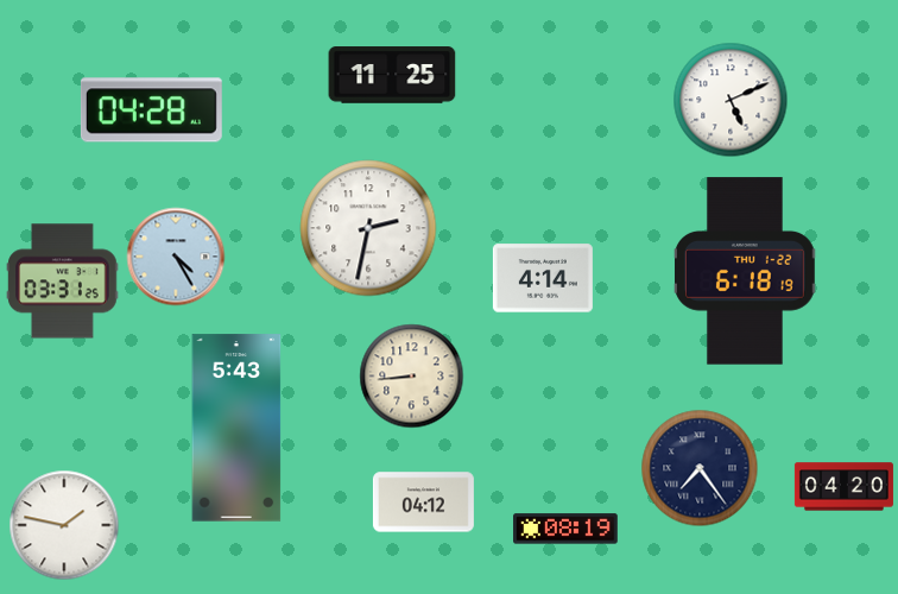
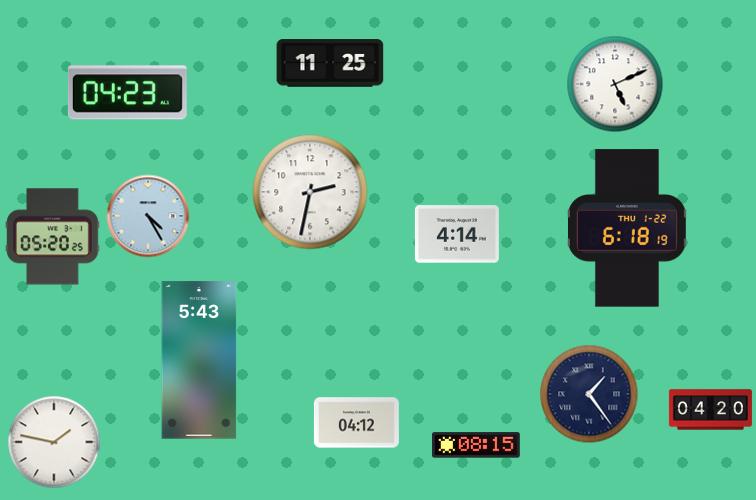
clock at (151, 110): 04:28 -> 04:23
clock at (63, 282): 03:31 -> 05:20
clock at (412, 377): 8:44 -> none
clock at (700, 468): 7:24 -> 1:24
clock at (567, 529): 08:19 -> 08:15
